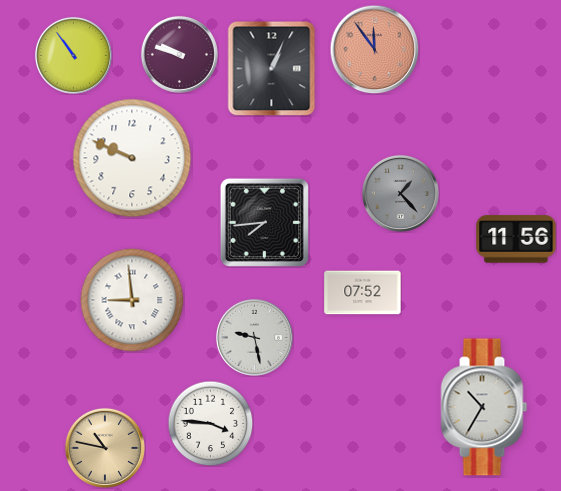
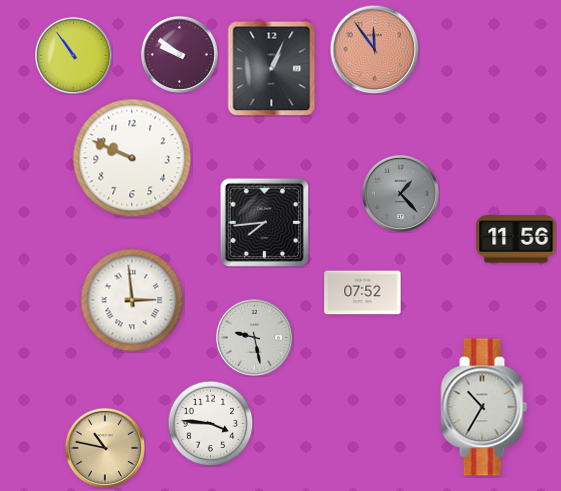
clock at (179, 54): 9:48 -> 9:51
clock at (132, 300): 8:59 -> 2:59
